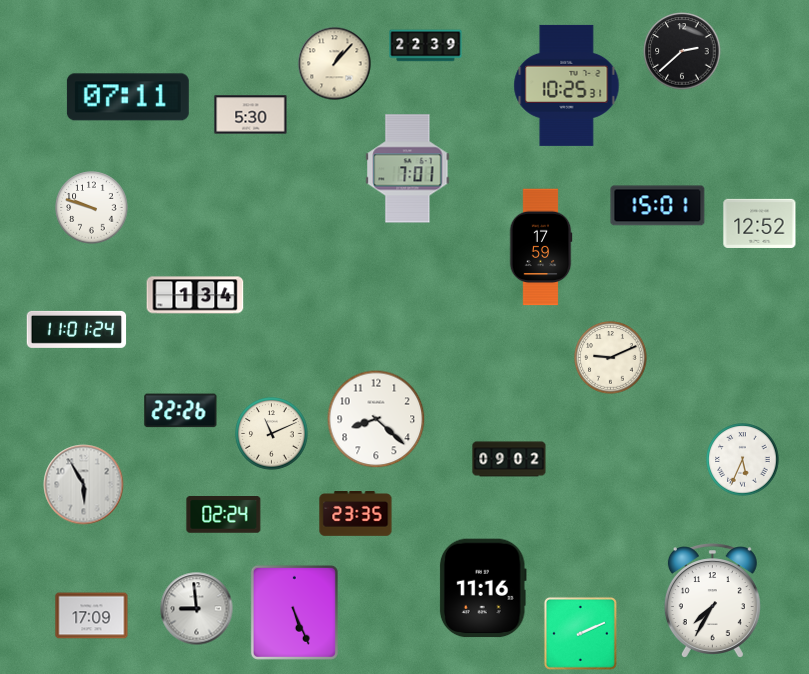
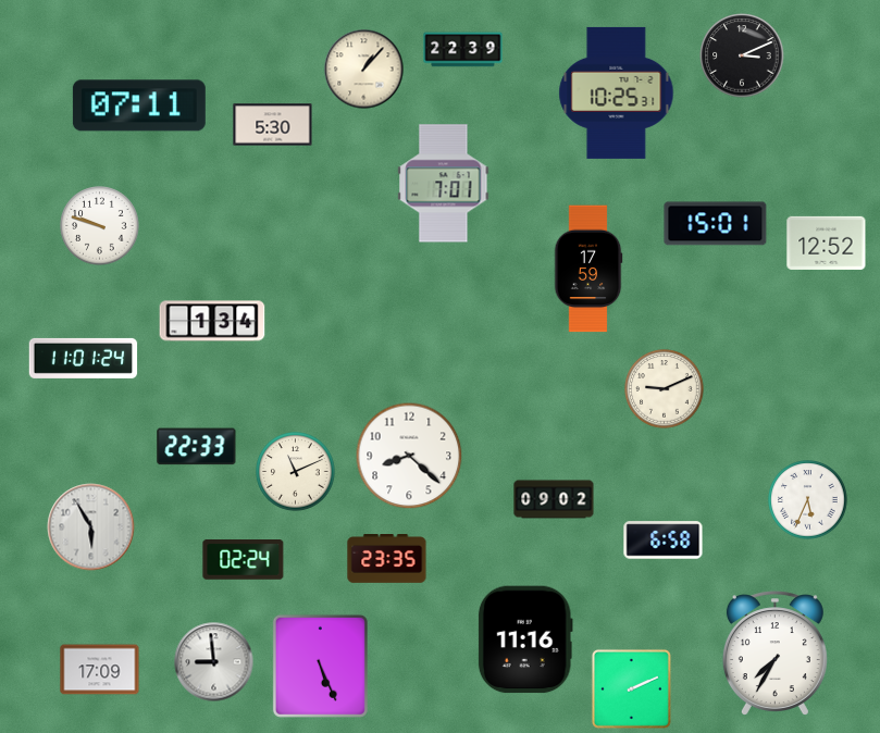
clock at (682, 51): 2:38 -> 3:11
clock at (181, 411): 22:26 -> 22:33
clock at (664, 541): none -> 6:58
